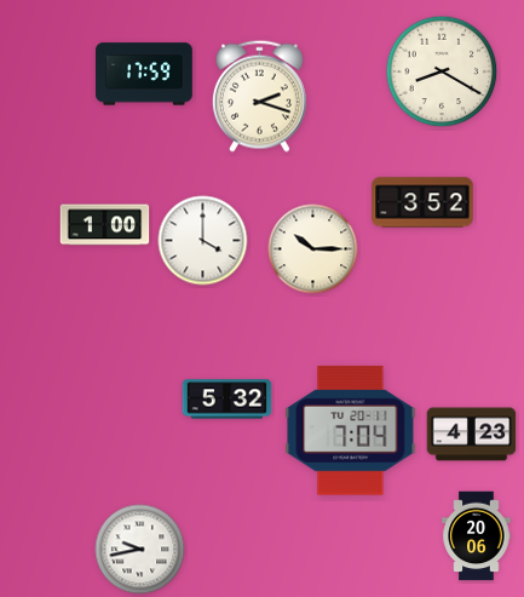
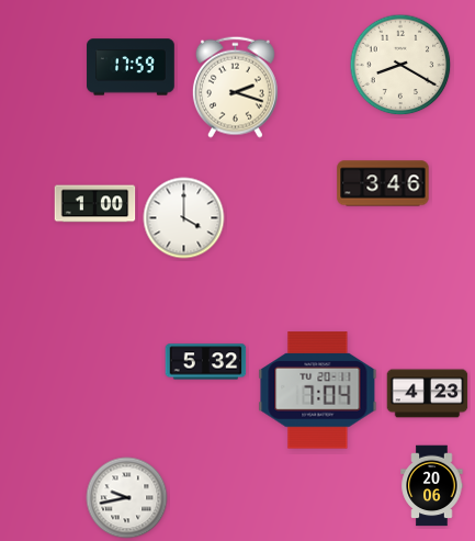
clock at (422, 202): 3:52 -> 3:46
clock at (313, 249): 10:15 -> none
